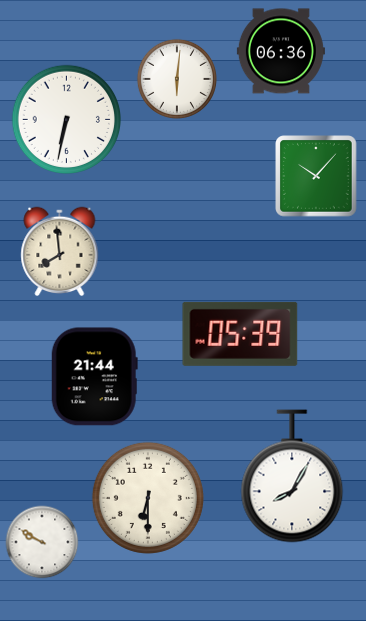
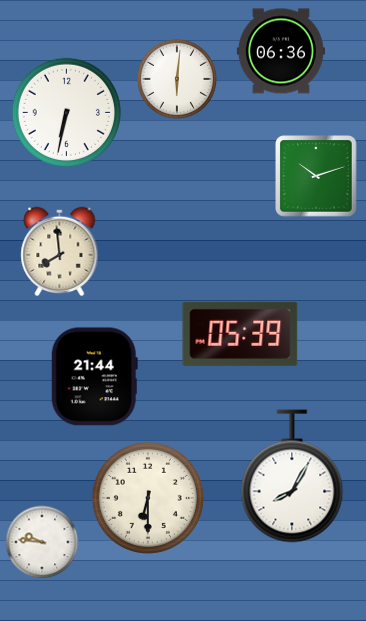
clock at (66, 119) position: (66, 119) -> (66, 112)
clock at (316, 176): 10:07 -> 10:12
clock at (42, 542): 9:50 -> 9:46
